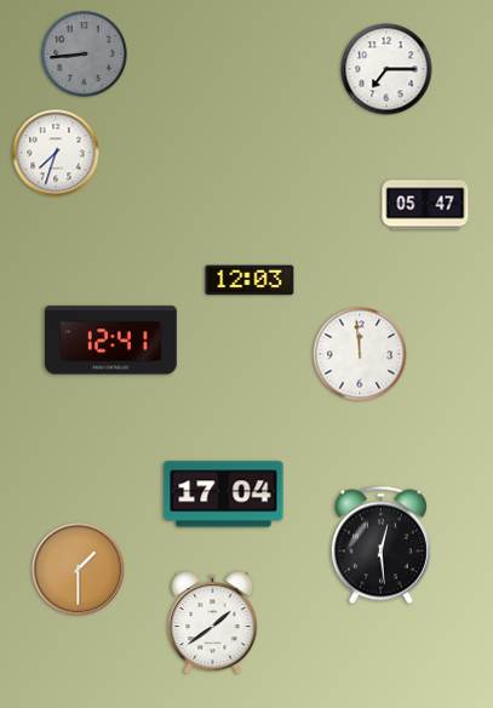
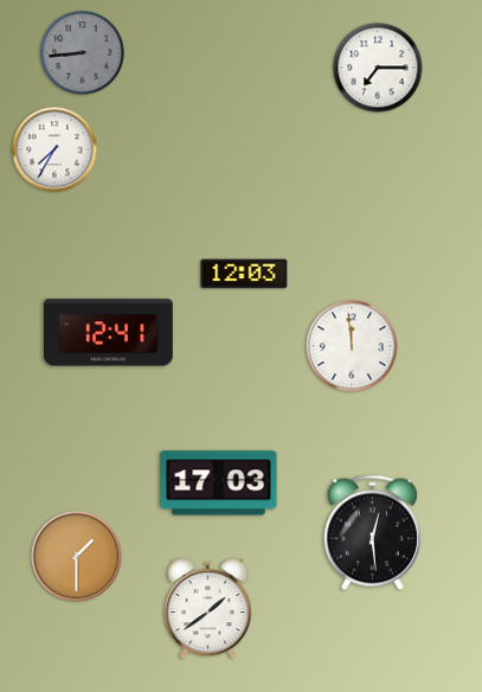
clock at (56, 153): 7:33 -> 7:35
clock at (425, 205): 05:47 -> none
clock at (224, 495): 17:04 -> 17:03
